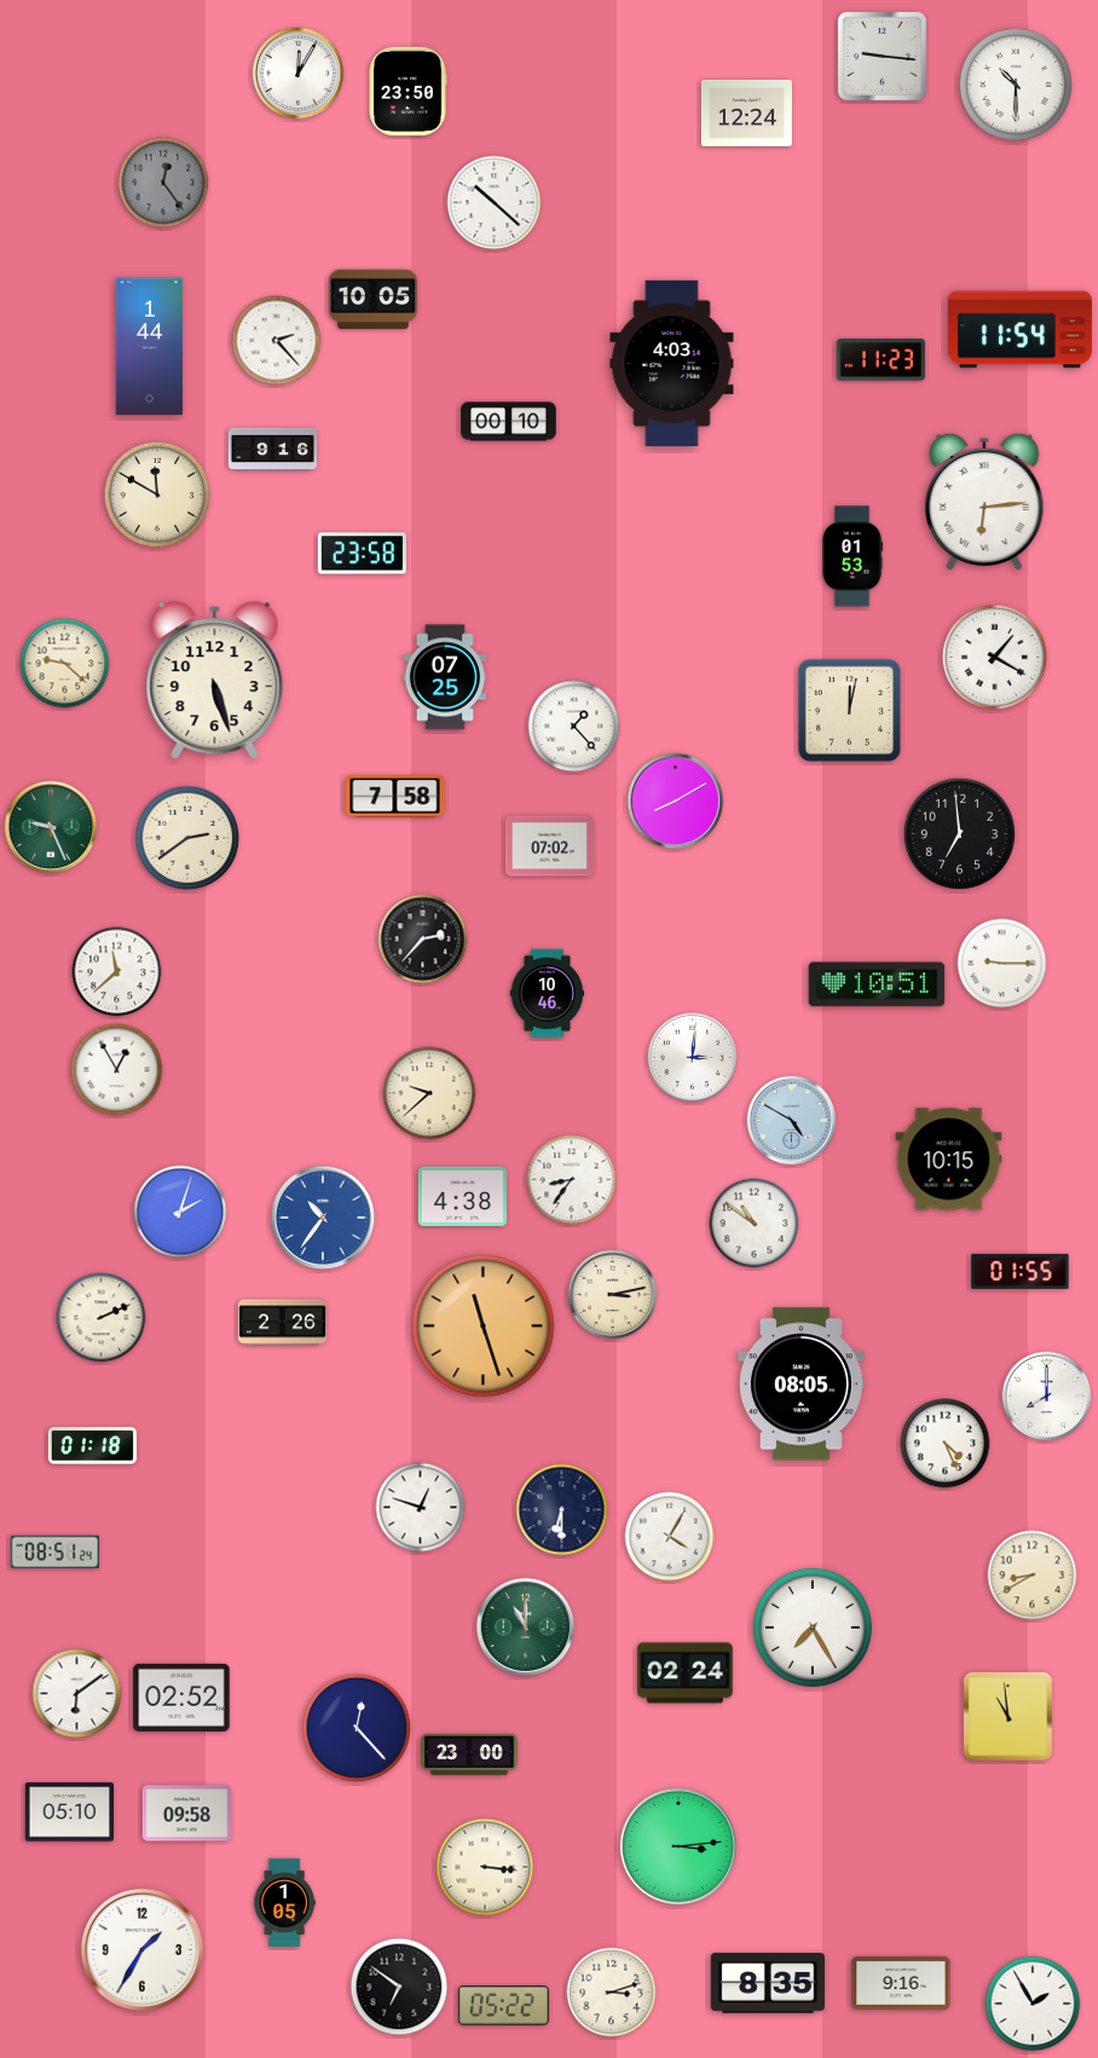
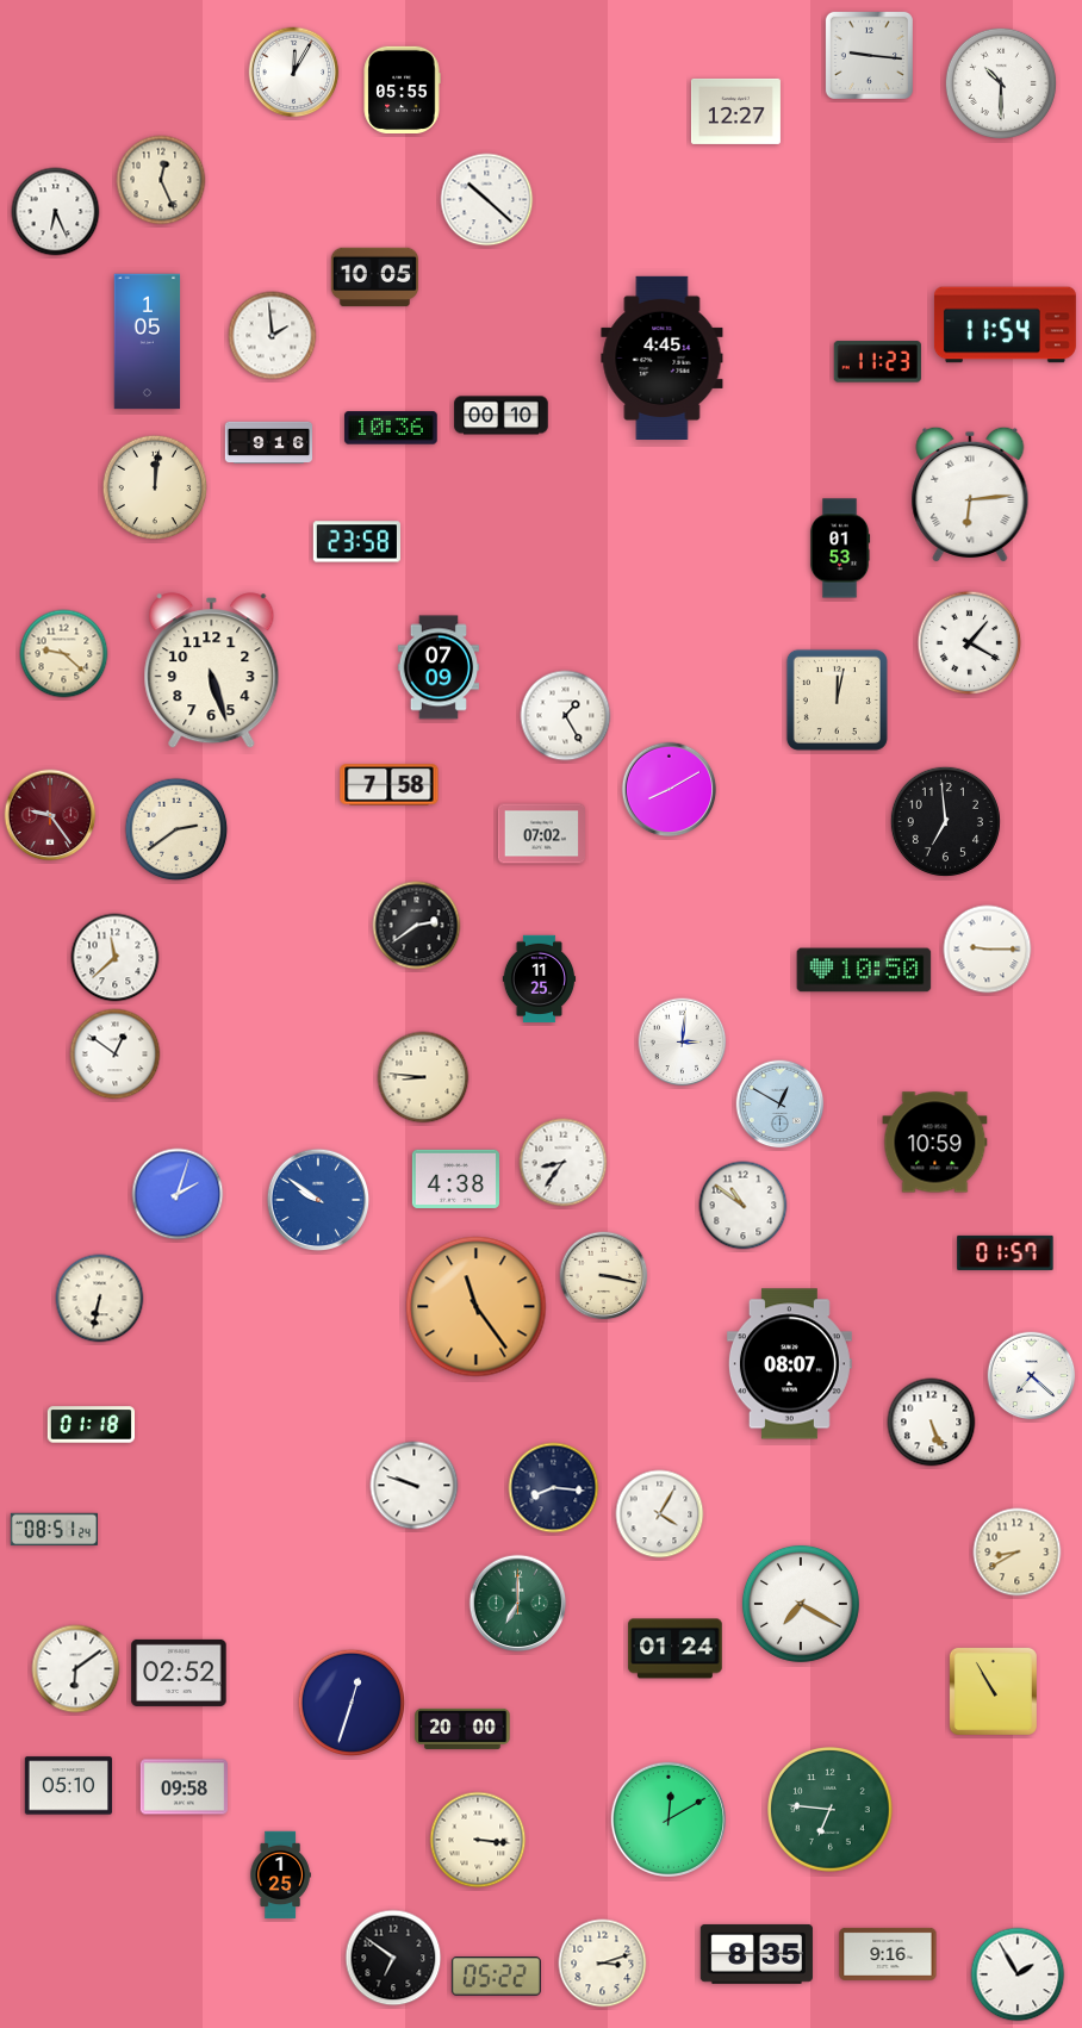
clock at (408, 91): 23:50 -> 05:55
clock at (746, 112): 12:24 -> 12:27
clock at (163, 183): 12:24 -> 12:26
clock at (163, 183) dial: grey -> cream
clock at (56, 212): none -> 6:26
clock at (372, 300) position: (372, 300) -> (374, 278)
clock at (277, 341): 2:23 -> 1:59
clock at (150, 347): 1:44 -> 1:05
clock at (880, 360) position: (880, 360) -> (877, 362)
clock at (672, 363): 4:03 -> 4:45
clock at (391, 428): none -> 10:36
clock at (157, 495): 11:50 -> 12:01
clock at (362, 554) position: (362, 554) -> (356, 542)
clock at (995, 658) position: (995, 658) -> (970, 643)
clock at (444, 677): 07:25 -> 07:09
clock at (574, 727): 1:23 -> 1:25
clock at (676, 802) position: (676, 802) -> (670, 790)
clock at (51, 827): 9:26 -> 9:24
clock at (51, 827) dial: green -> burgundy
clock at (187, 838) position: (187, 838) -> (176, 829)
clock at (423, 940): 2:37 -> 2:39
clock at (877, 984): 10:51 -> 10:50
clock at (548, 994): 10:46 -> 11:25
clock at (117, 1070): 12:55 -> 12:51
clock at (429, 1093): 9:38 -> 8:46
clock at (792, 1121): 4:50 -> 12:50
clock at (949, 1160): 10:15 -> 10:59
clock at (323, 1218): 10:36 -> 9:51
clock at (1021, 1271): 01:55 -> 01:57
clock at (613, 1295): 3:13 -> 3:17
clock at (102, 1318): 2:11 -> 6:32
clock at (282, 1323): 2:26 -> none
clock at (484, 1326): 11:27 -> 11:24
clock at (801, 1384): 08:05 -> 08:07
clock at (1047, 1397): 8:00 -> 7:22
clock at (946, 1444): 4:26 -> 5:26
clock at (421, 1508): 12:48 -> 9:48
clock at (562, 1510): 6:30 -> 8:16
clock at (526, 1628): 11:00 -> 7:00
clock at (813, 1628): 7:25 -> 7:20
clock at (686, 1673): 02:24 -> 01:24
clock at (1007, 1716): 10:59 -> 10:55
clock at (357, 1728): 12:23 -> 12:33
clock at (469, 1754): 23:00 -> 20:00
clock at (831, 1810): none -> 6:46
clock at (678, 1846): 3:14 -> 12:10
clock at (284, 1903): 1:05 -> 1:25
clock at (141, 1949): 1:35 -> none
